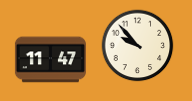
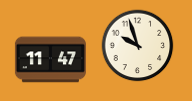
clock at (138, 46): 9:53 -> 9:57
